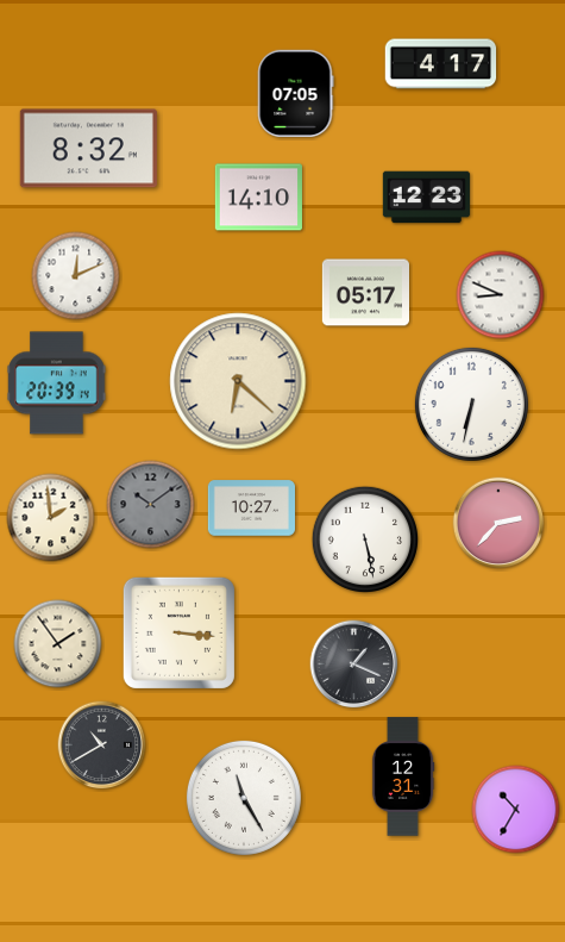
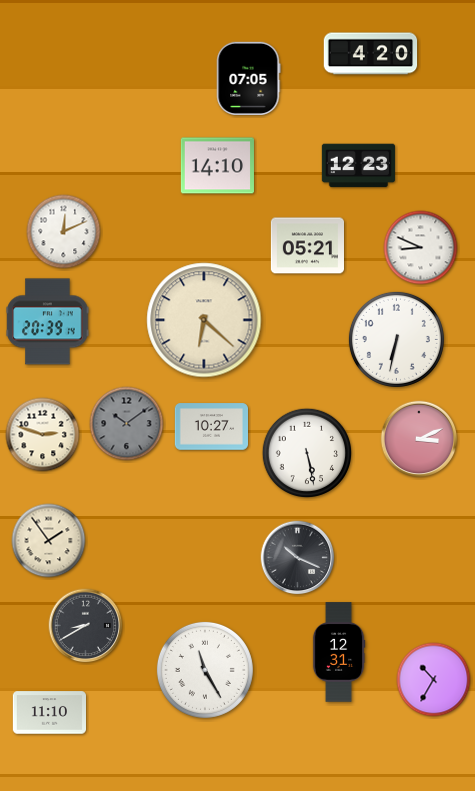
clock at (441, 64): 4:17 -> 4:20
clock at (88, 149): 8:32 -> none
clock at (365, 293): 05:17 -> 05:21
clock at (238, 381) position: (238, 381) -> (204, 320)
clock at (51, 518): 1:59 -> 2:48
clock at (498, 523): 2:37 -> 3:11
clock at (178, 632): 3:16 -> none
clock at (354, 665): 1:19 -> 10:19
clock at (102, 746): 10:40 -> 8:40
clock at (49, 713): none -> 11:10
